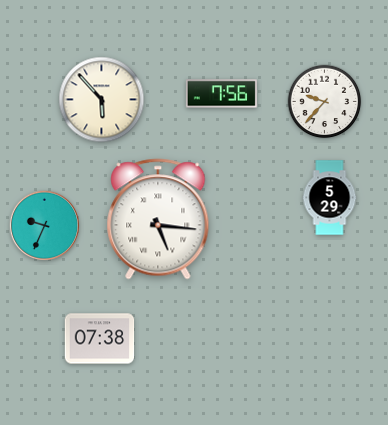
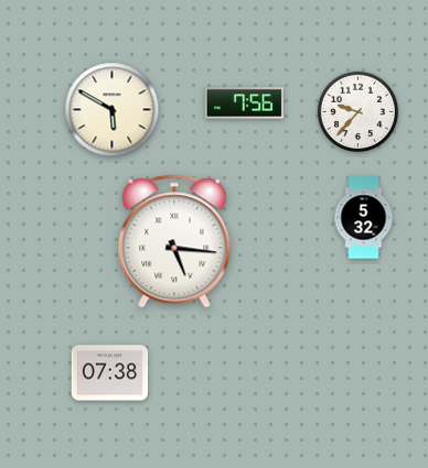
clock at (102, 100): 5:53 -> 5:50
clock at (330, 198): 5:29 -> 5:32
clock at (44, 225): 9:34 -> none
